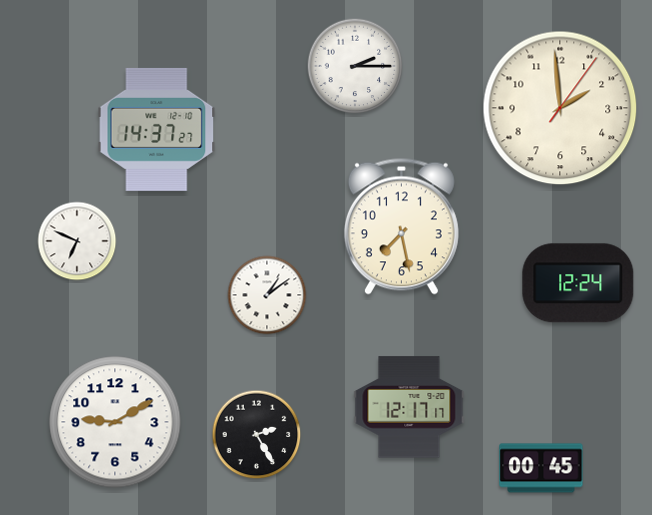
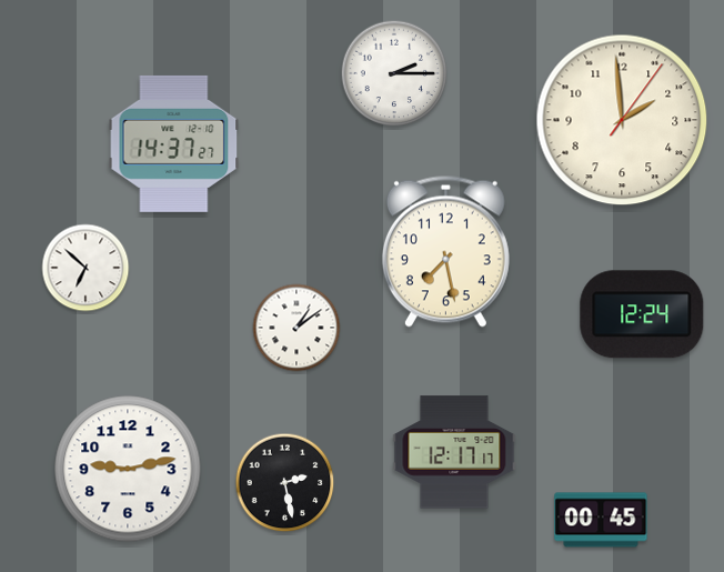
clock at (77, 241): 6:49 -> 6:52
clock at (115, 422): 9:10 -> 9:13
clock at (257, 435): 2:25 -> 2:28
